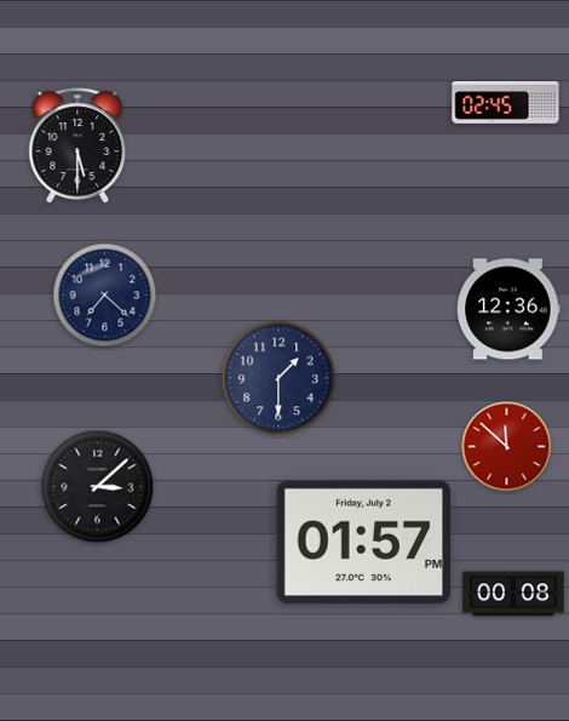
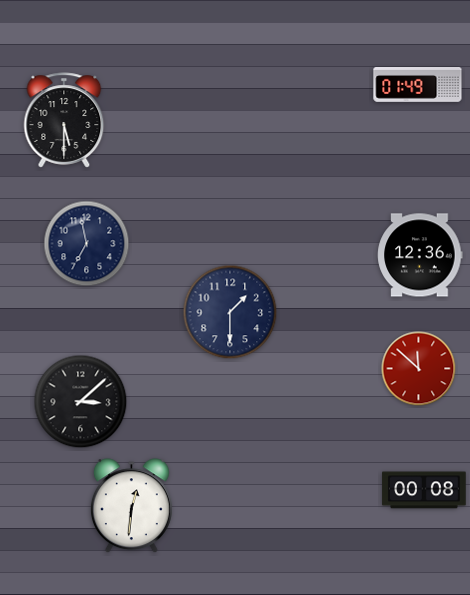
clock at (506, 103): 02:45 -> 01:49
clock at (105, 296): 7:22 -> 6:58
clock at (364, 543): 01:57 -> none
clock at (131, 506): none -> 12:31
